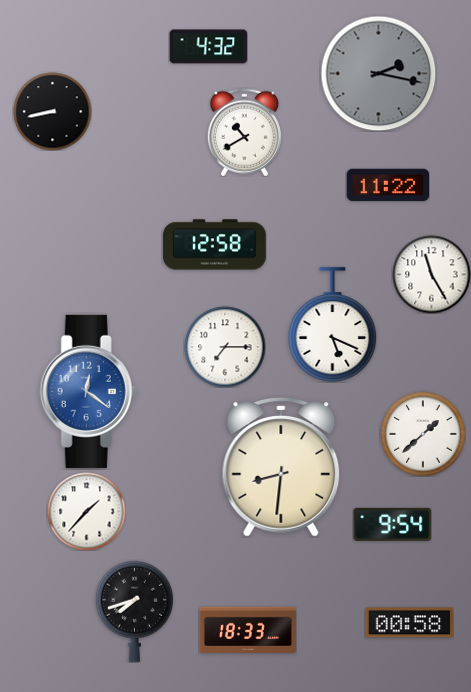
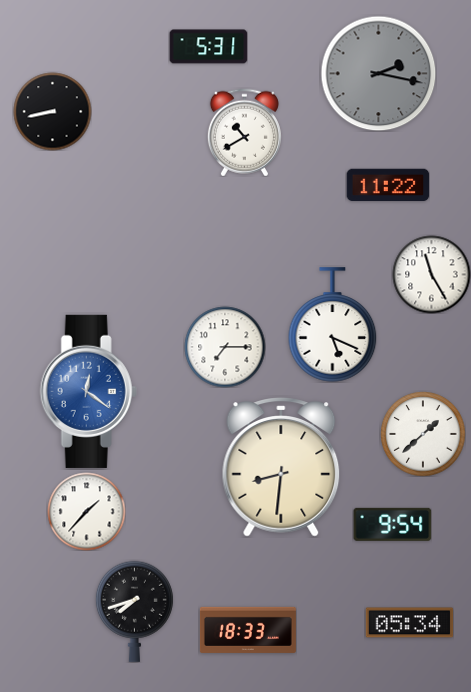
clock at (208, 47): 4:32 -> 5:31
clock at (215, 245): 12:58 -> none
clock at (409, 623): 00:58 -> 05:34
